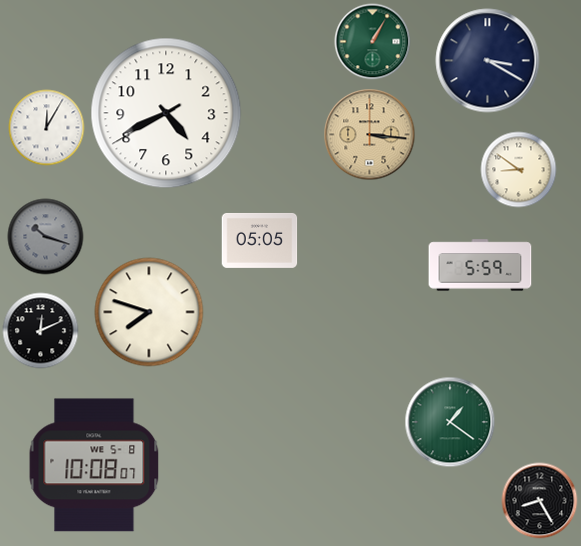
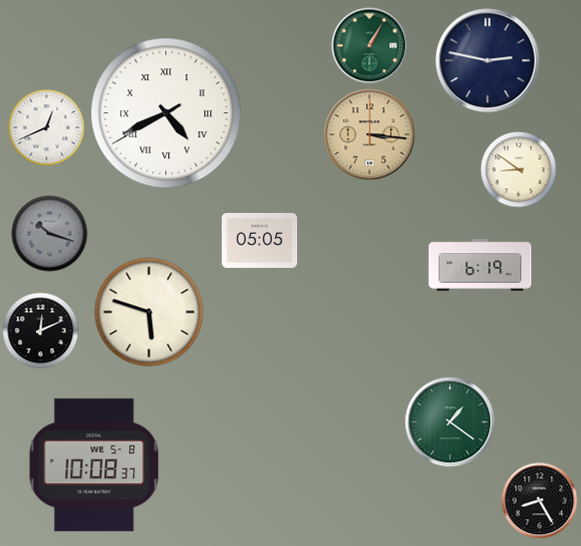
clock at (373, 42) position: (373, 42) -> (370, 46)
clock at (488, 61): 3:20 -> 2:47
clock at (166, 113) numerals: Arabic -> Roman
clock at (47, 128): 12:05 -> 12:41
clock at (46, 237) position: (46, 237) -> (50, 234)
clock at (480, 265): 5:59 -> 6:19
clock at (149, 312): 7:48 -> 5:48
clock at (94, 465): 10:08:07 -> 10:08:37
